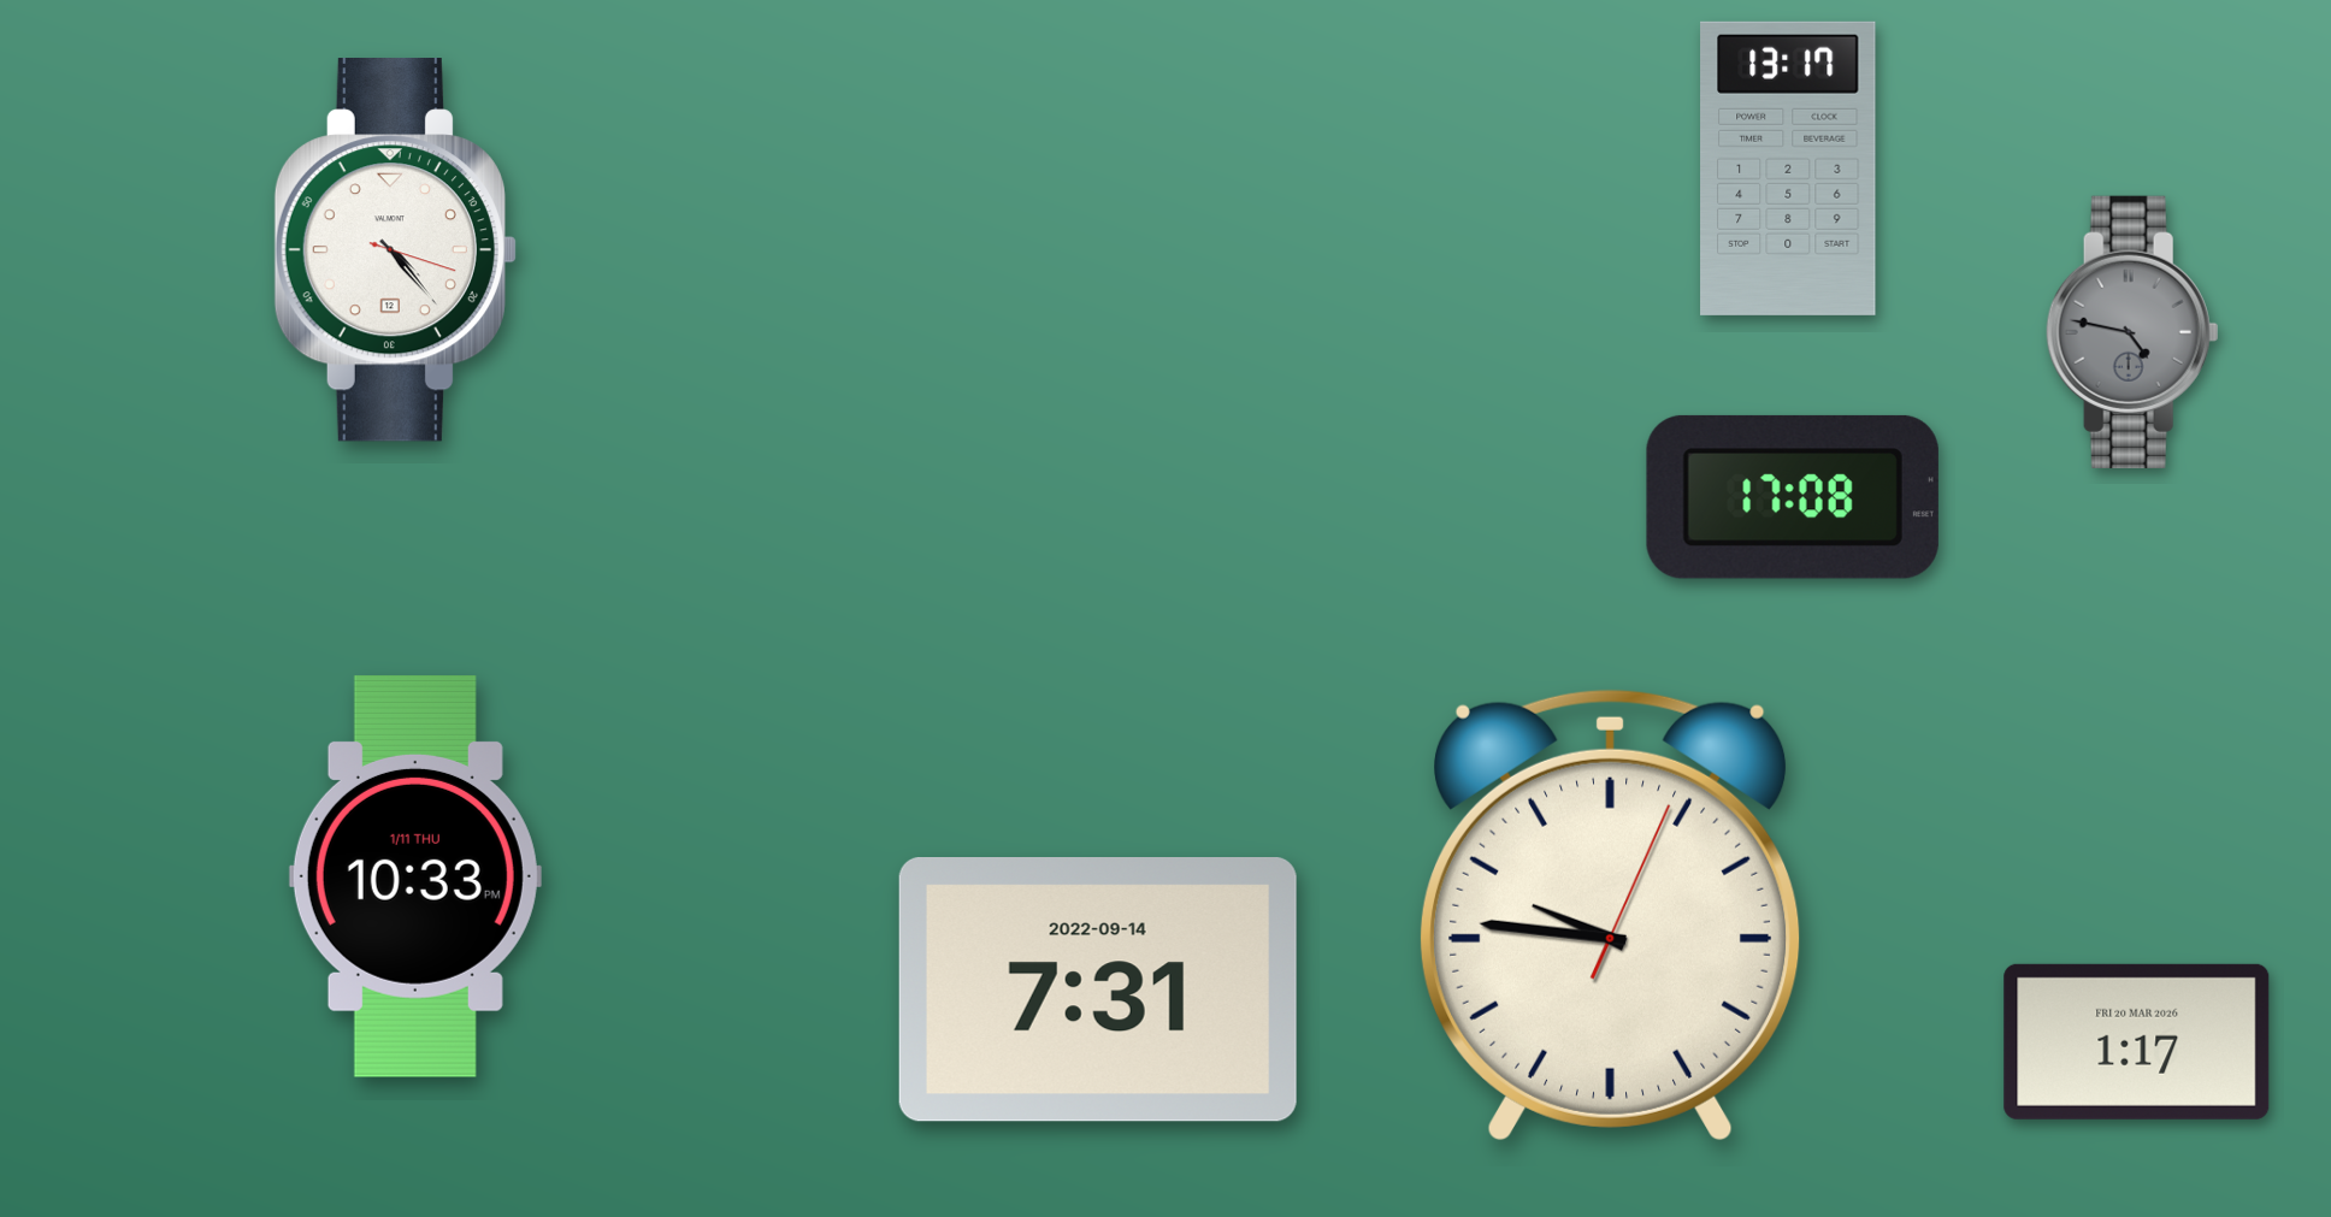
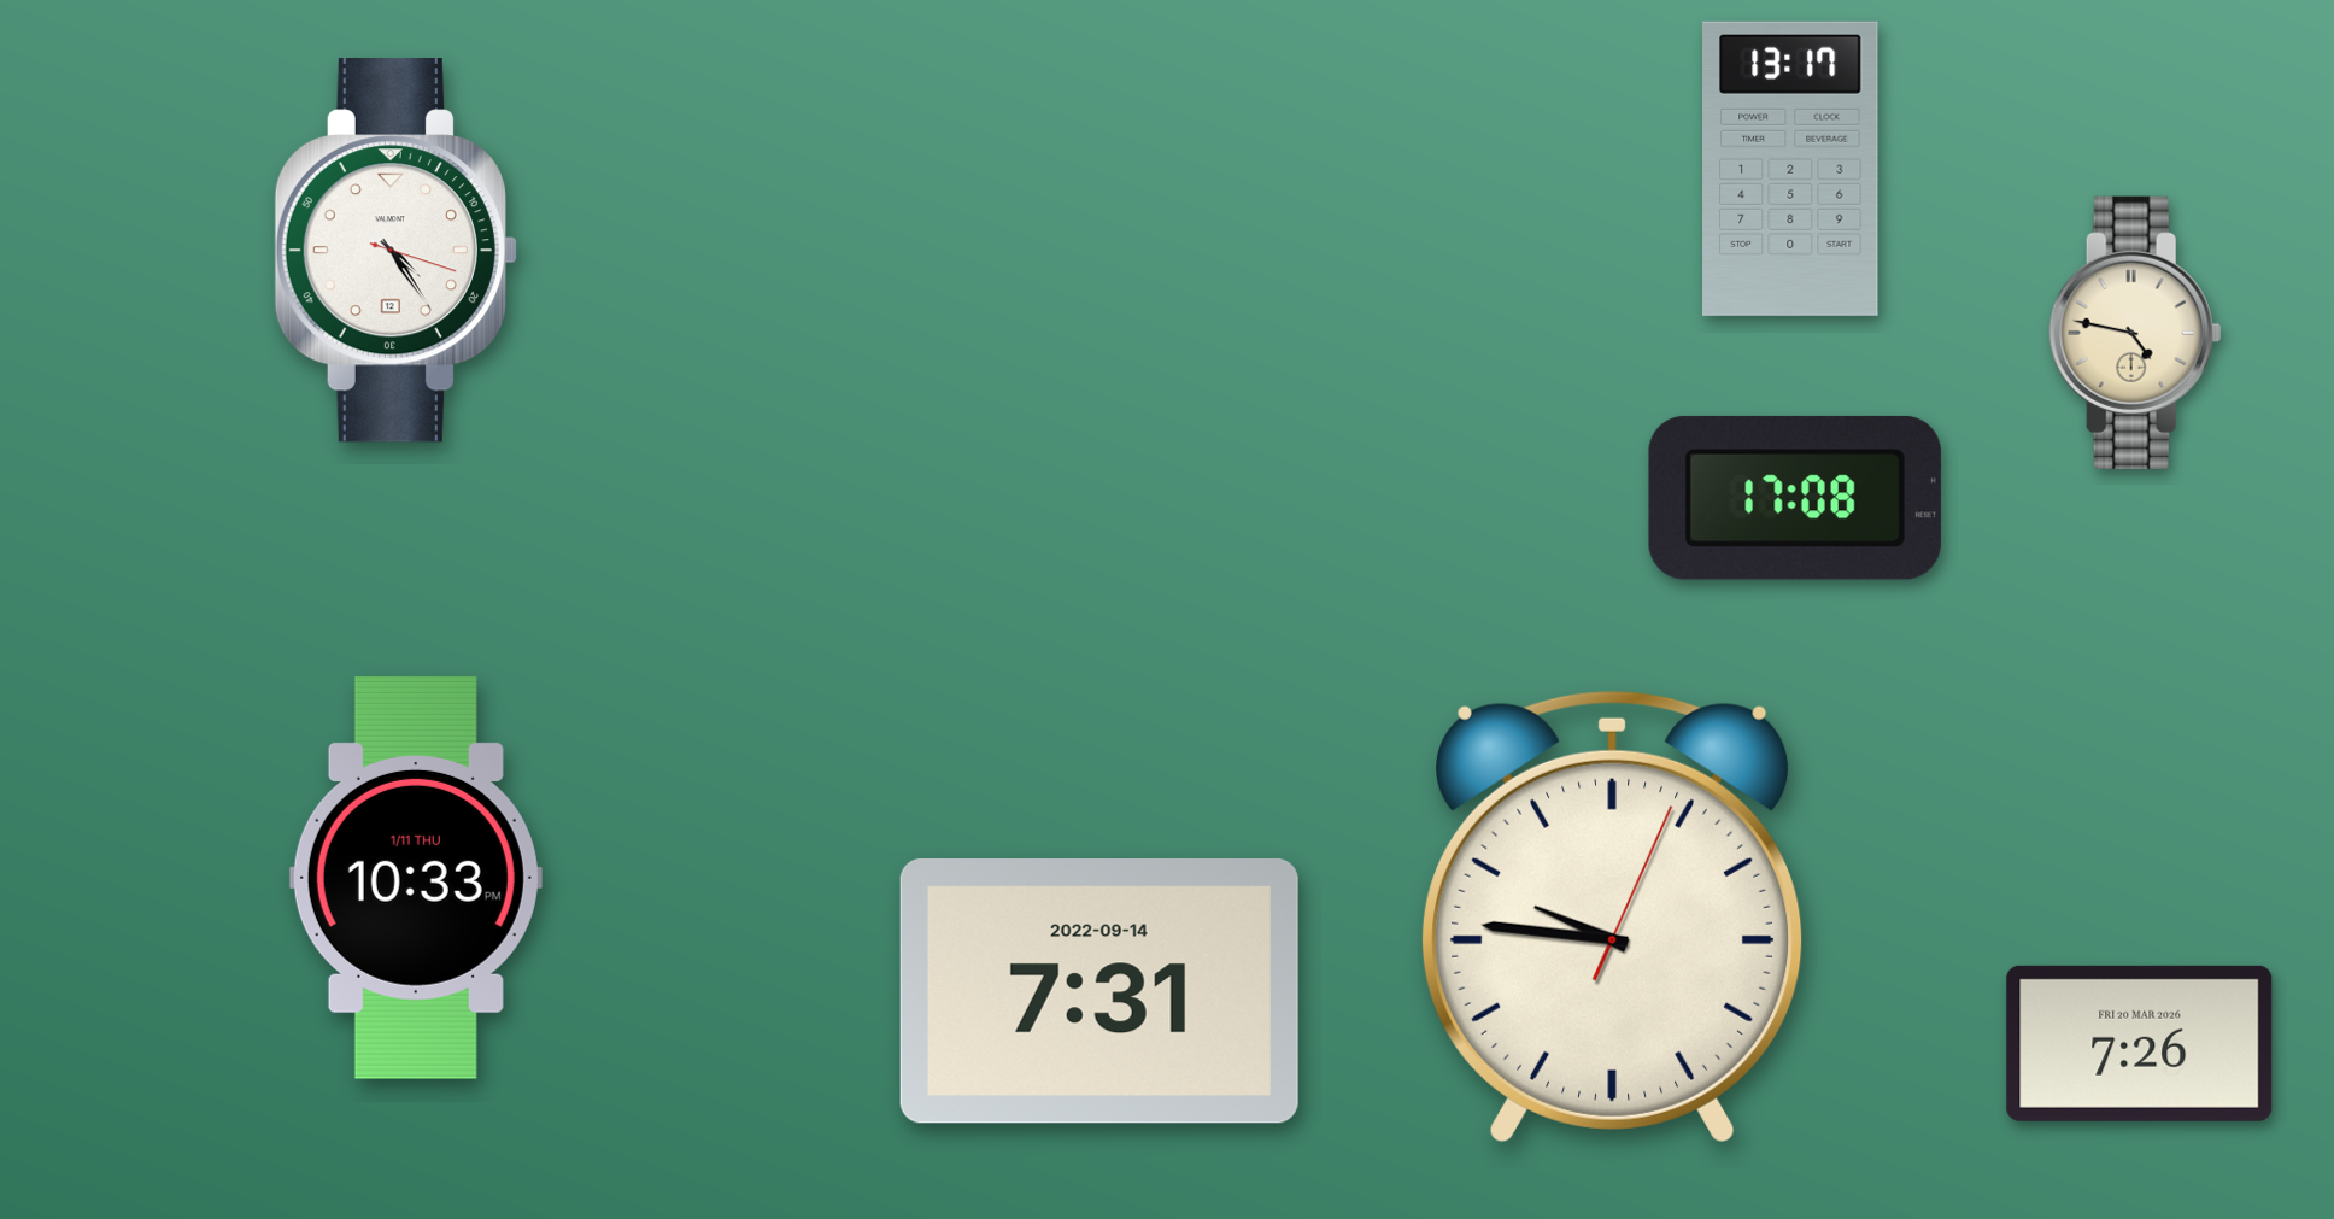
clock at (395, 250): 4:23 -> 4:24
clock at (2132, 332) dial: grey -> cream
clock at (2137, 1041): 1:17 -> 7:26
